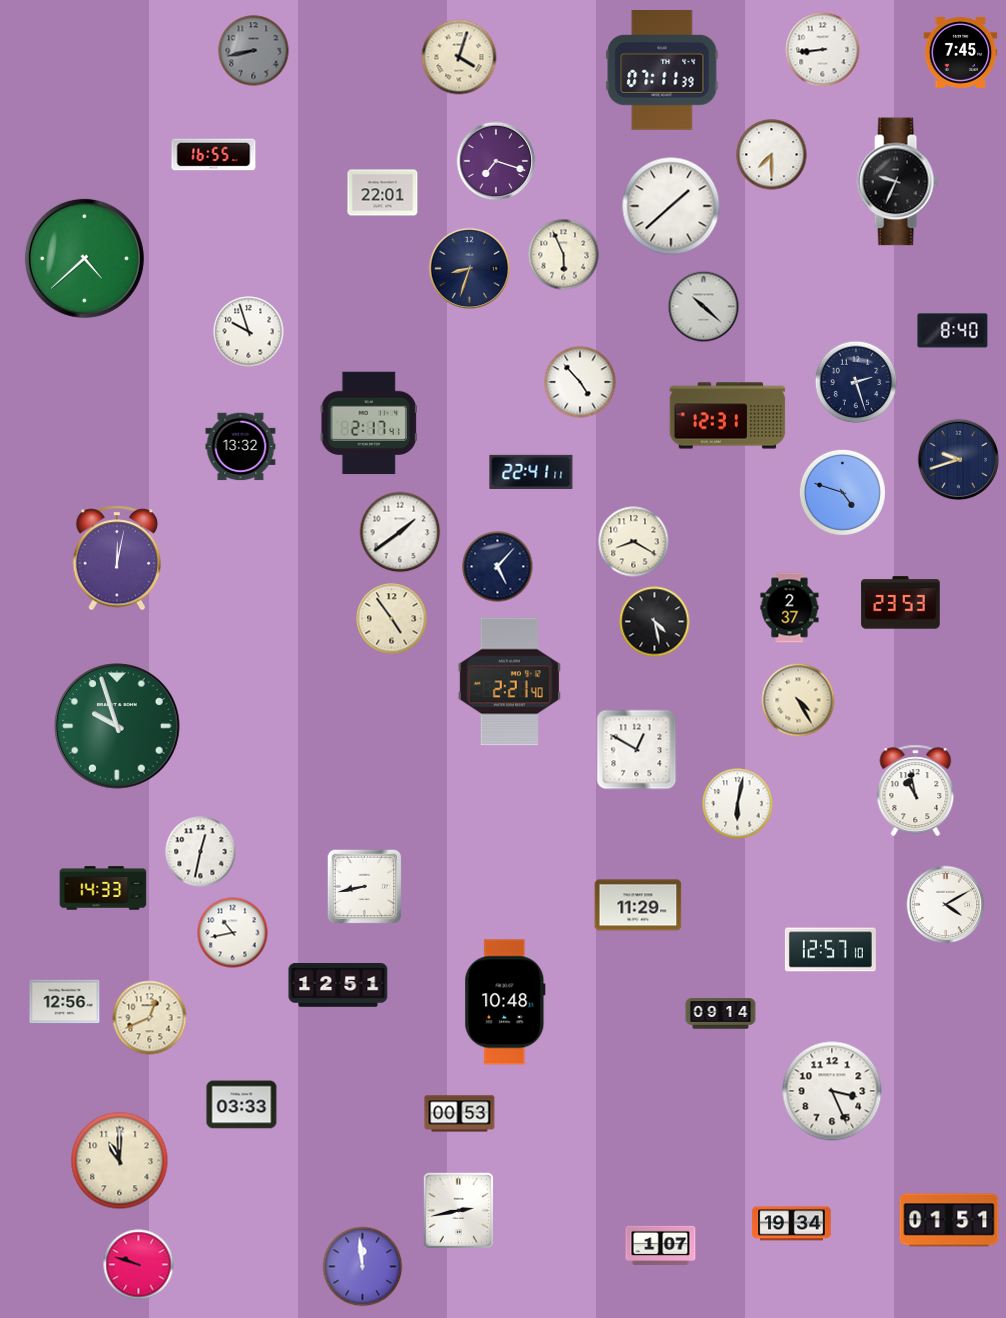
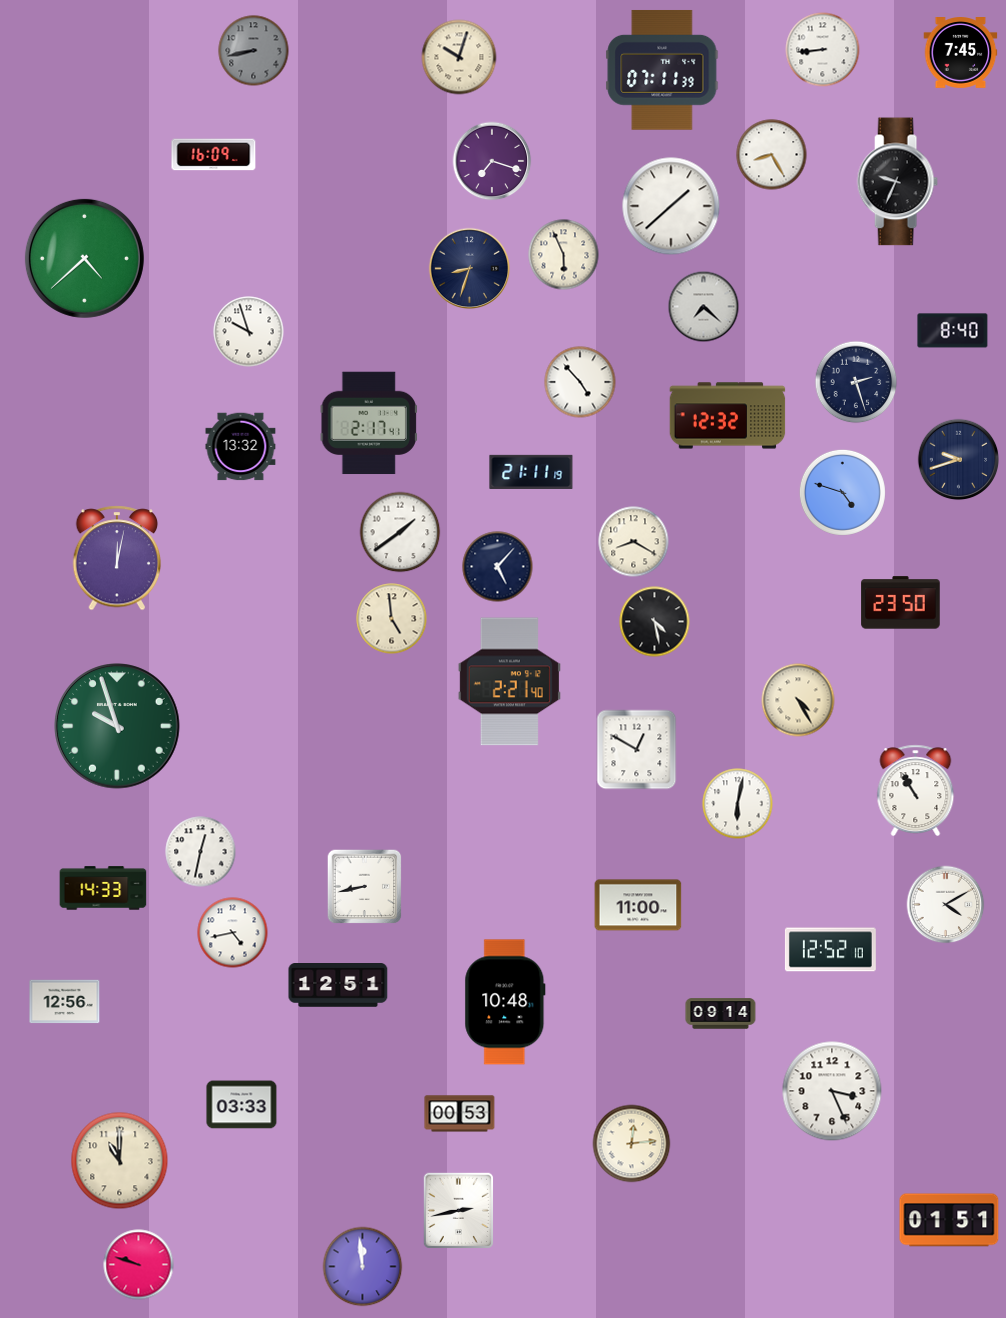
clock at (459, 57): 4:03 -> 10:03
clock at (214, 155): 16:55 -> 16:09
clock at (772, 155): 7:30 -> 8:25
clock at (496, 161) position: (496, 161) -> (492, 161)
clock at (383, 193): 22:01 -> none
clock at (704, 307): 10:22 -> 7:22
clock at (728, 416): 12:31 -> 12:32
clock at (531, 472): 22:41 -> 21:11
clock at (901, 603): 23:53 -> 23:50
clock at (790, 608): 2:37 -> none
clock at (392, 619): 4:54 -> 4:59
clock at (916, 791): 10:58 -> 10:55
clock at (638, 905): 11:29 -> 11:00
clock at (233, 933): 10:43 -> 4:43
clock at (830, 950): 12:57 -> 12:52
clock at (150, 1018): 12:41 -> none
clock at (632, 1144): none -> 12:14
clock at (792, 1224): 19:34 -> none
clock at (661, 1245): 1:07 -> none
